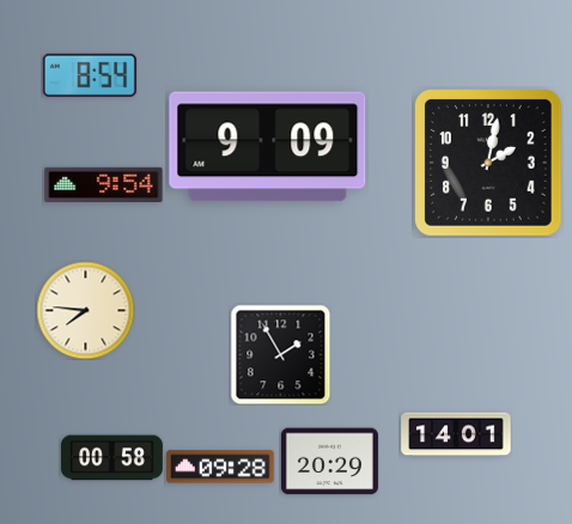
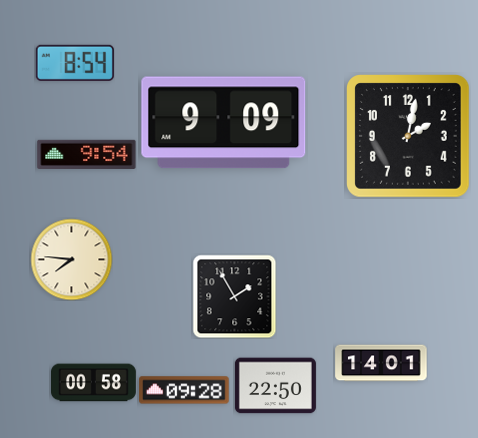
clock at (329, 462): 20:29 -> 22:50
